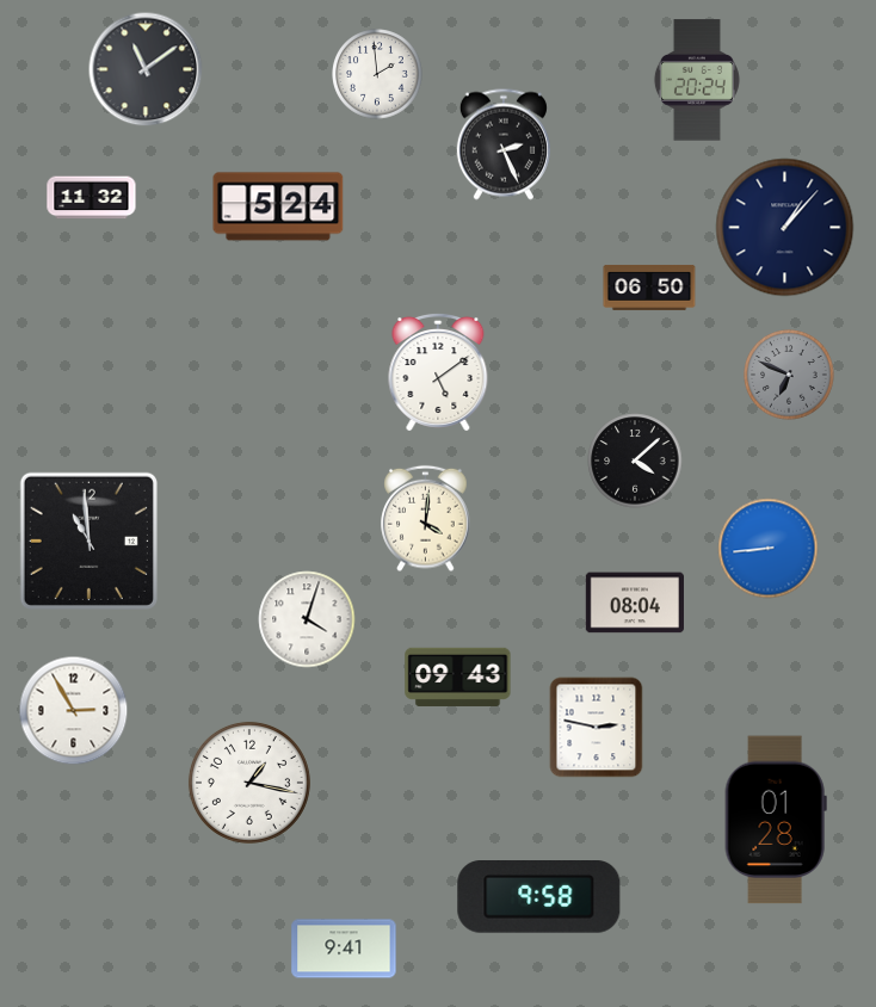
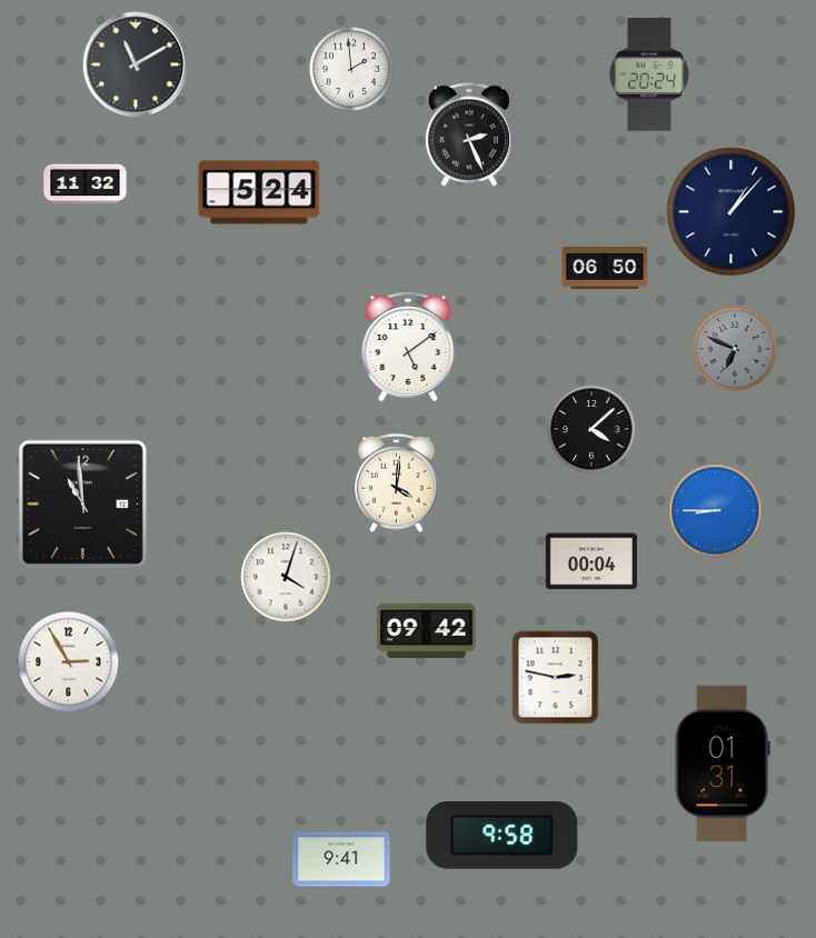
clock at (146, 69): 11:09 -> 11:10
clock at (769, 549): 8:44 -> 8:45
clock at (635, 603): 08:04 -> 00:04
clock at (458, 677): 09:43 -> 09:42
clock at (249, 783): 1:17 -> none
clock at (776, 820): 01:28 -> 01:31
clock at (344, 949) position: (344, 949) -> (341, 859)
